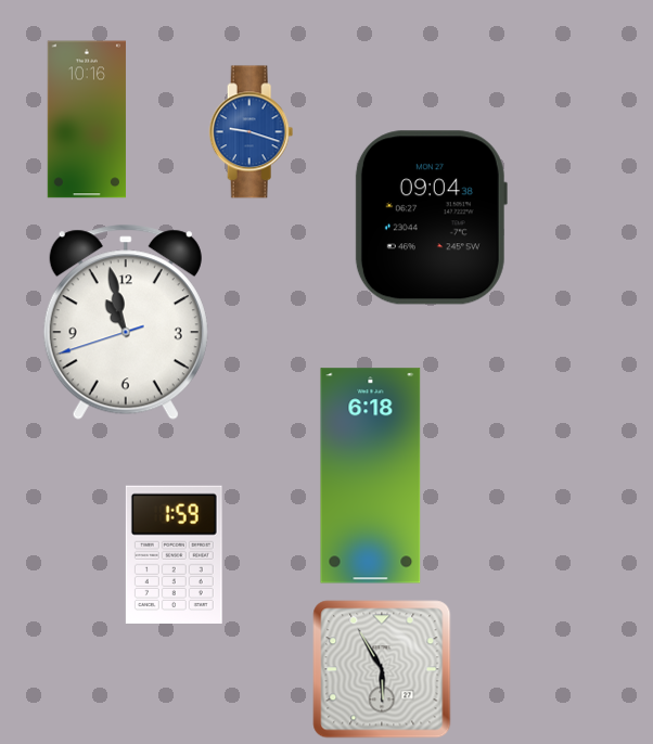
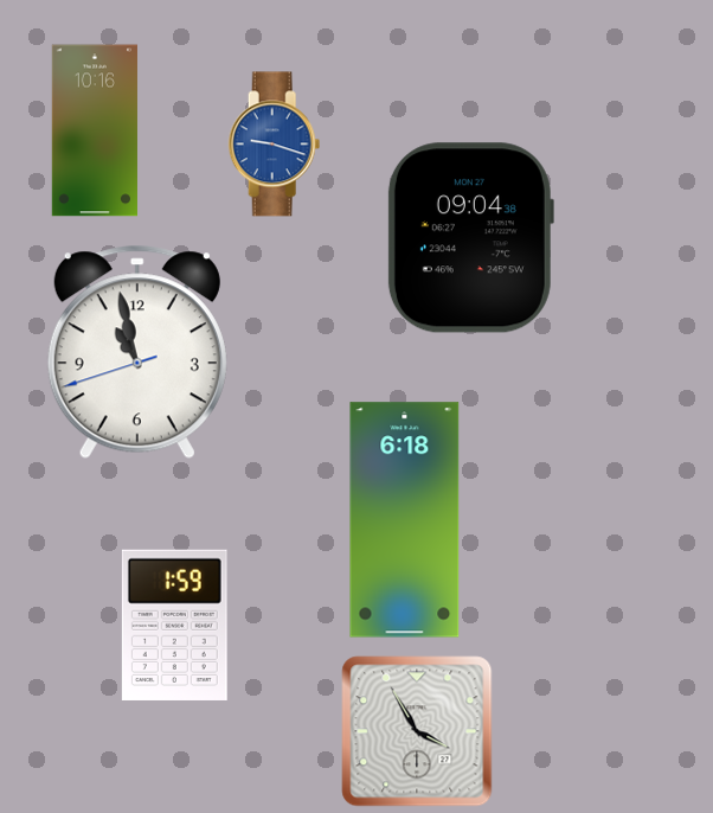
clock at (174, 554) position: (174, 554) -> (174, 625)
clock at (382, 669): 5:55 -> 3:55
